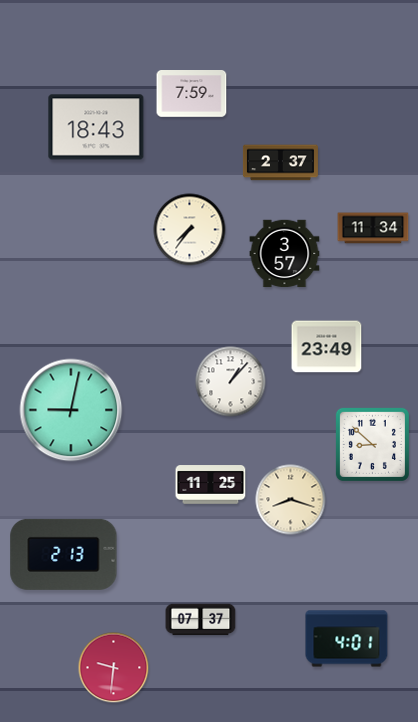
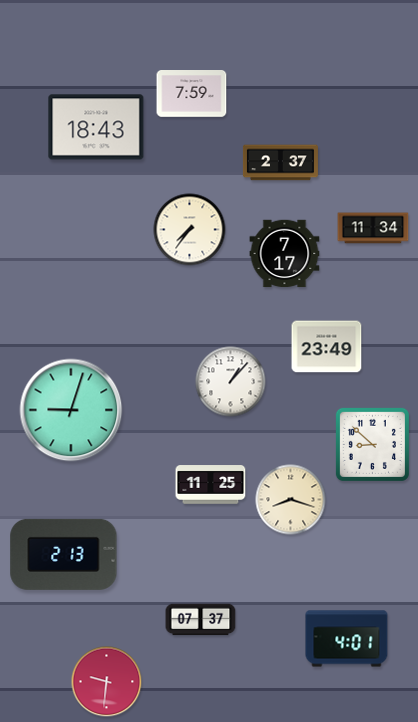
clock at (285, 254): 3:57 -> 7:17
clock at (71, 410): 9:02 -> 9:03
clock at (114, 668) position: (114, 668) -> (107, 682)
